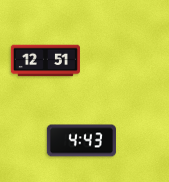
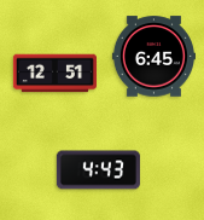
clock at (153, 57): none -> 6:45
